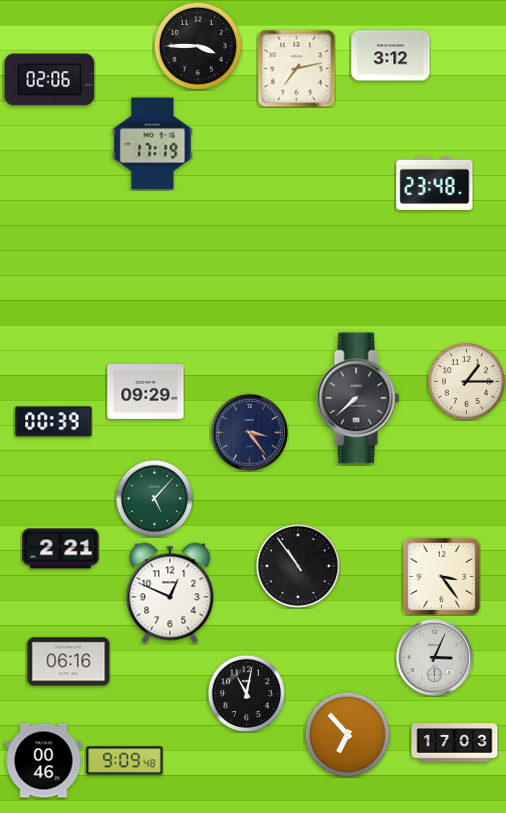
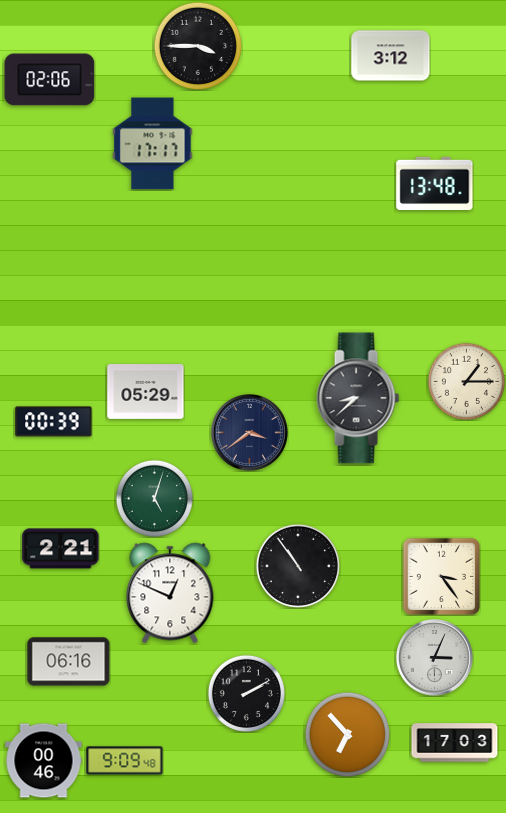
clock at (296, 68): 7:13 -> none
clock at (153, 144): 17:19 -> 17:17
clock at (435, 184): 23:48 -> 13:48
clock at (146, 392): 09:29 -> 05:29
clock at (358, 398): 7:38 -> 8:38
clock at (250, 433): 3:24 -> 3:39
clock at (154, 498): 5:07 -> 5:03
clock at (246, 693): 11:02 -> 2:10
